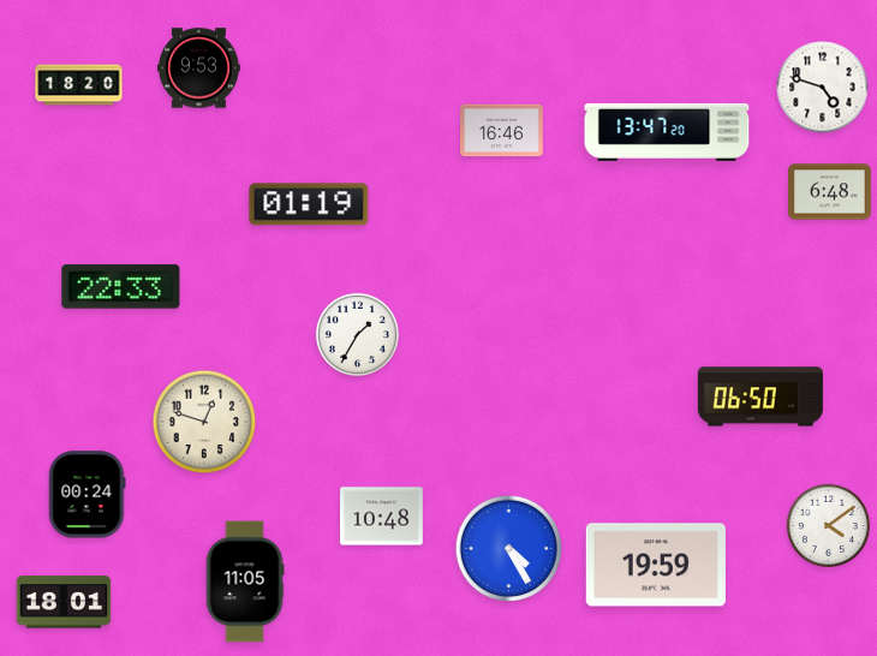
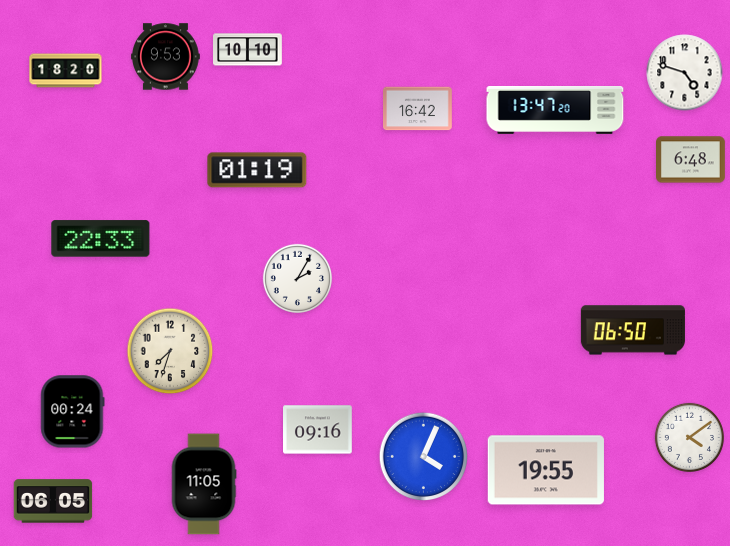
clock at (248, 50): none -> 10:10
clock at (502, 131): 16:46 -> 16:42
clock at (357, 334): 1:35 -> 2:05
clock at (204, 422): 12:48 -> 7:33
clock at (382, 517): 10:48 -> 09:16
clock at (509, 549): 4:25 -> 4:04
clock at (656, 565): 19:59 -> 19:55
clock at (64, 602): 18:01 -> 06:05
